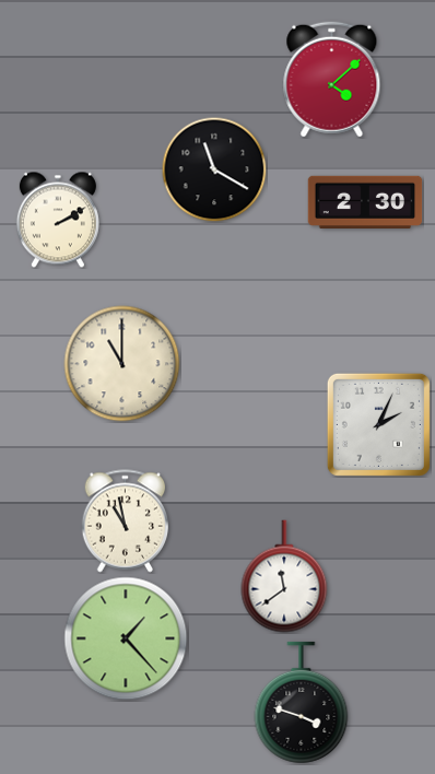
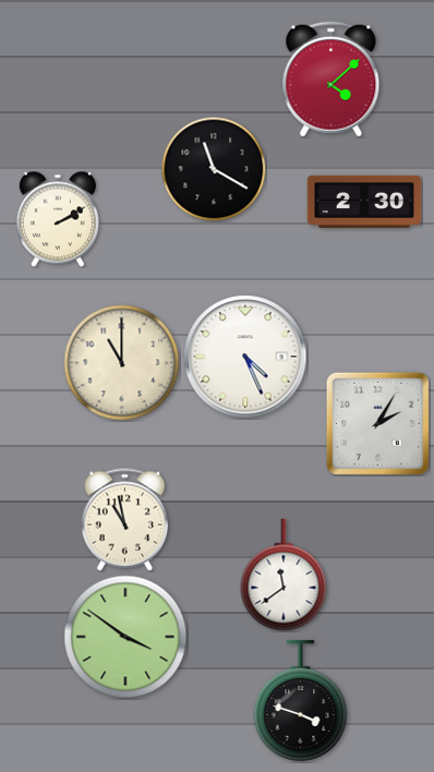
clock at (245, 357): none -> 4:26
clock at (378, 424): 2:04 -> 2:05
clock at (126, 638): 1:23 -> 3:51
